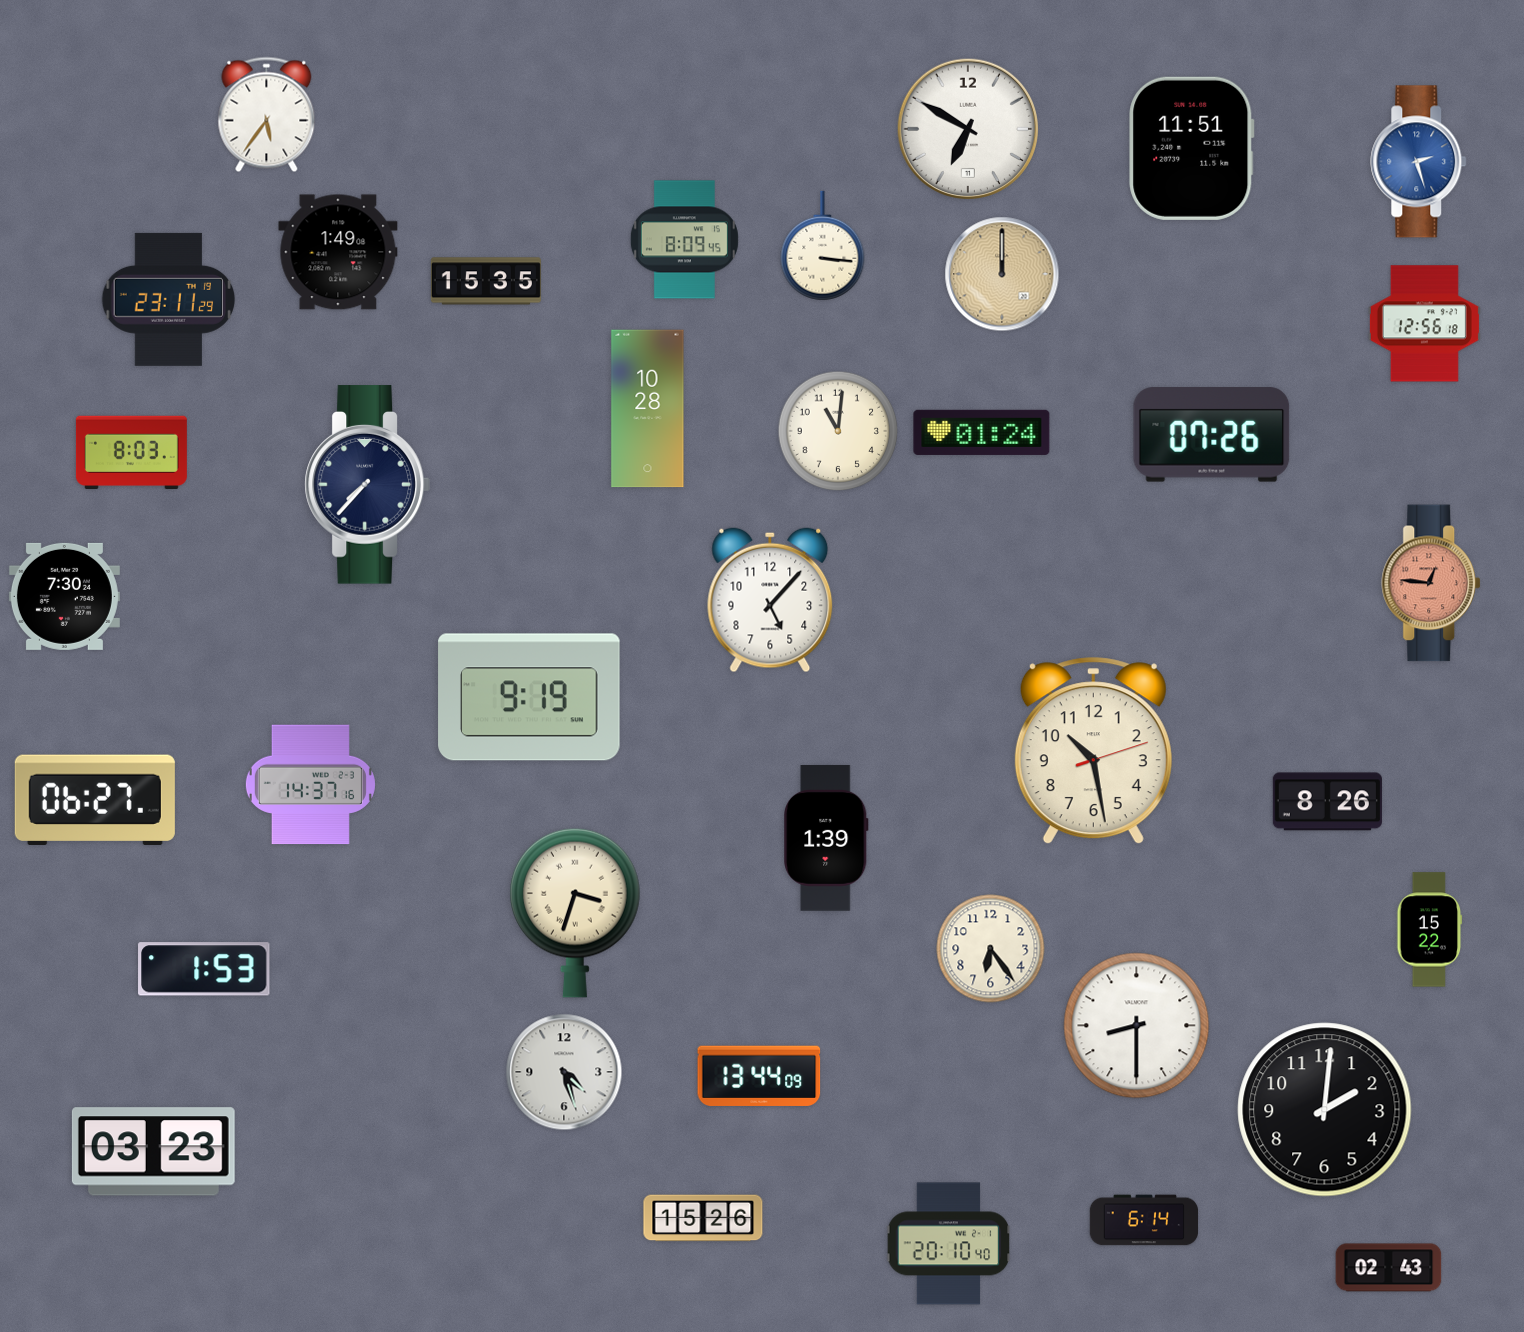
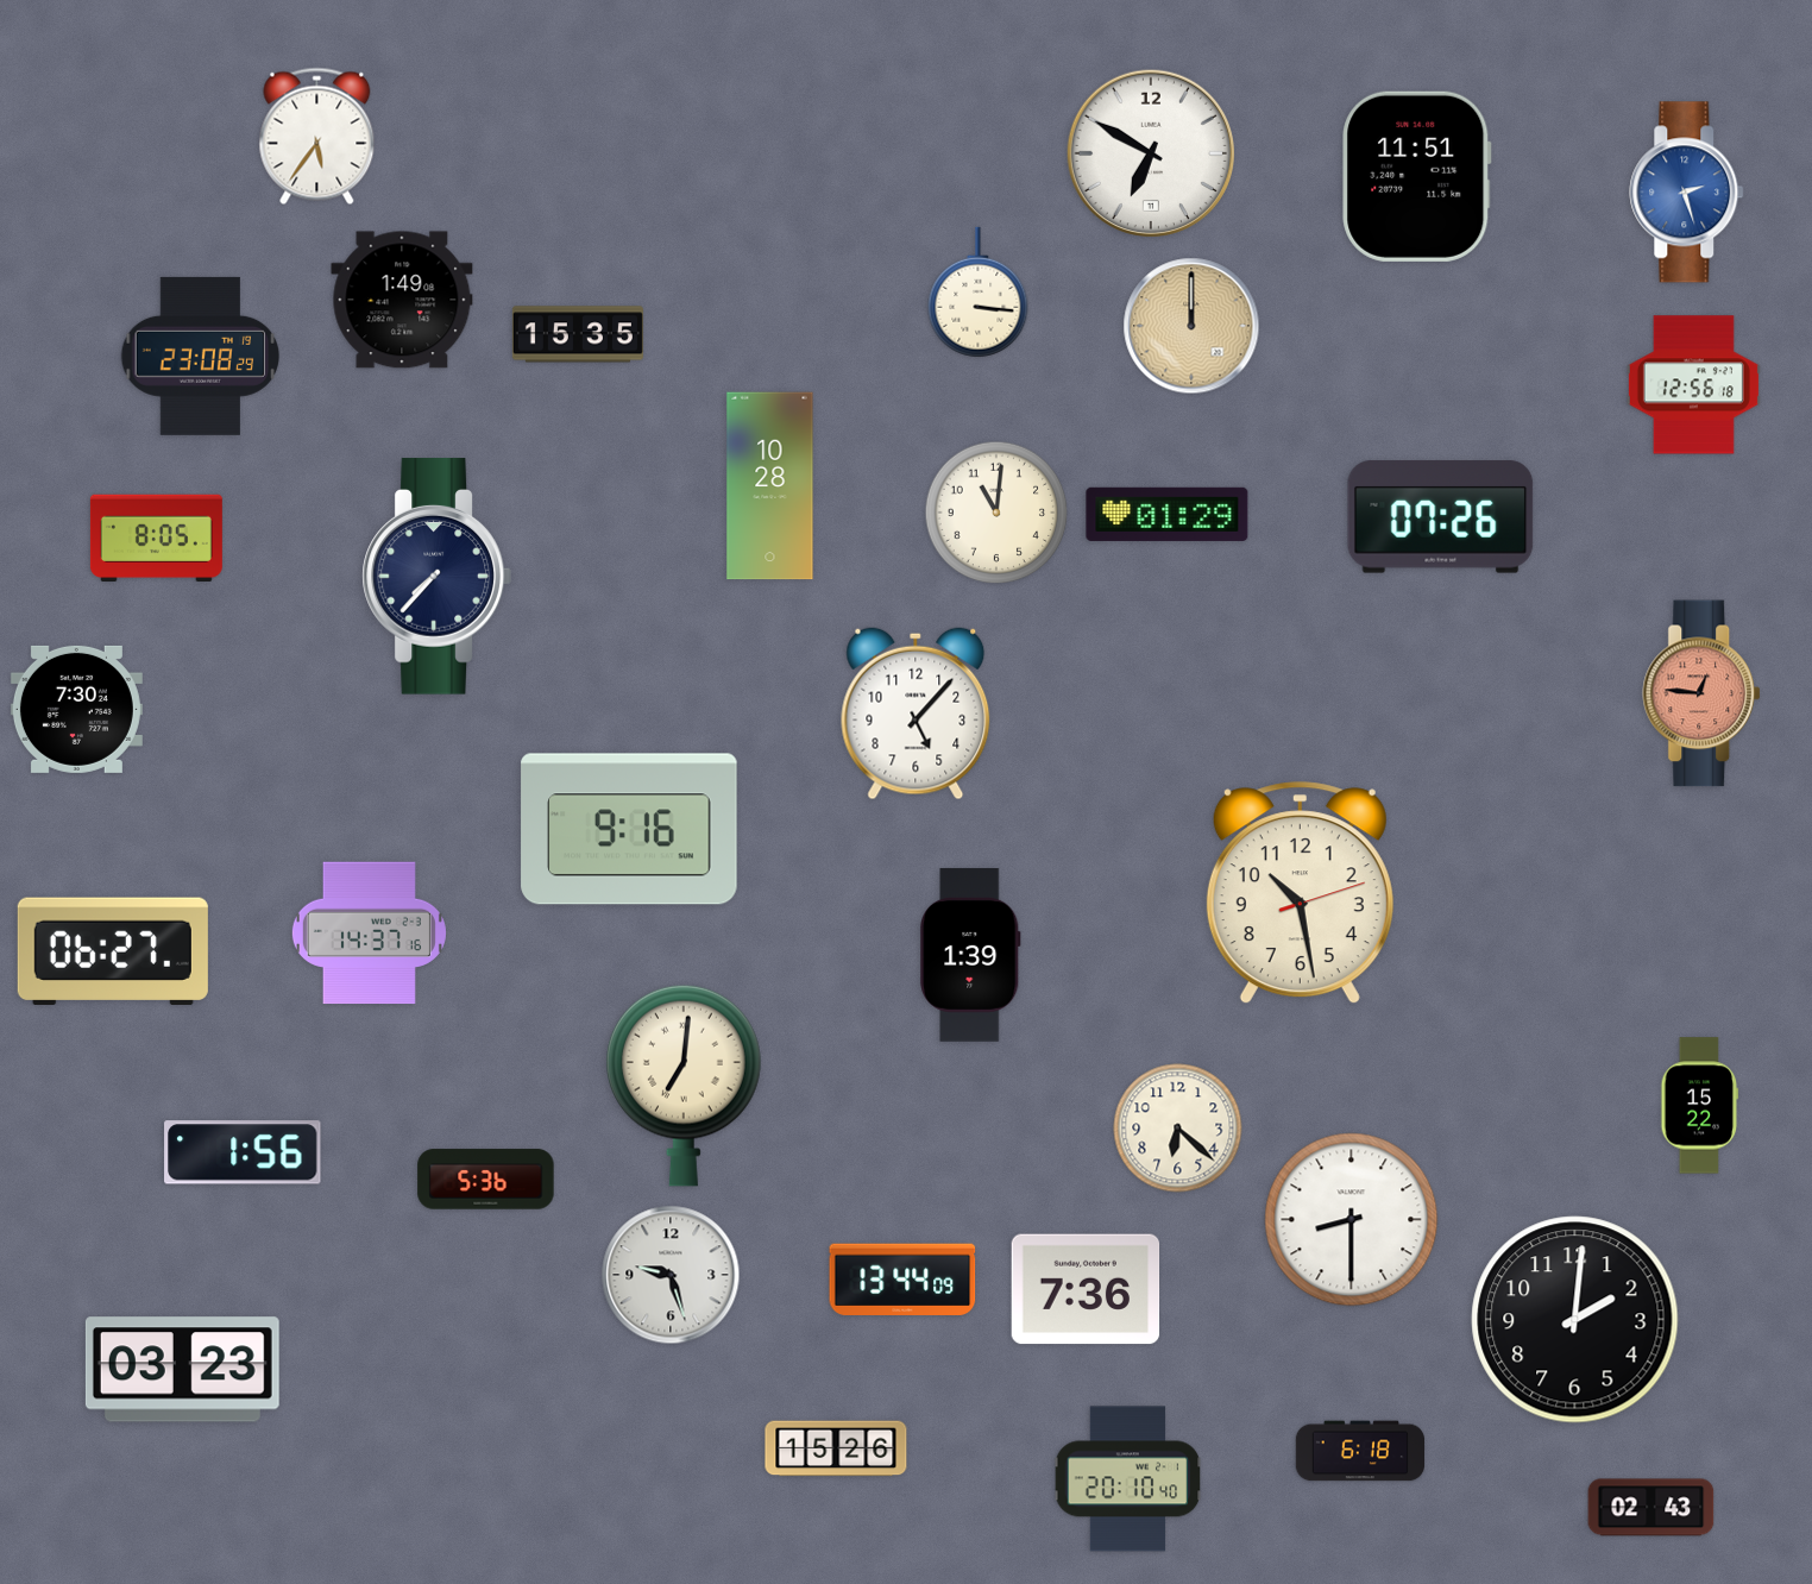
clock at (684, 240): 8:09 -> none
clock at (169, 299): 23:11 -> 23:08
clock at (982, 432): 01:24 -> 01:29
clock at (131, 452): 8:03 -> 8:05
clock at (529, 697): 9:19 -> 9:16
clock at (1327, 802): 8:26 -> none
clock at (827, 838) position: (827, 838) -> (971, 955)
clock at (575, 913): 3:33 -> 7:01
clock at (991, 949): 6:24 -> 6:22
clock at (204, 969): 1:53 -> 1:56
clock at (486, 1180): none -> 5:36
clock at (564, 1072): 4:27 -> 9:27
clock at (1086, 1289): none -> 7:36
clock at (1144, 1220): 6:14 -> 6:18
